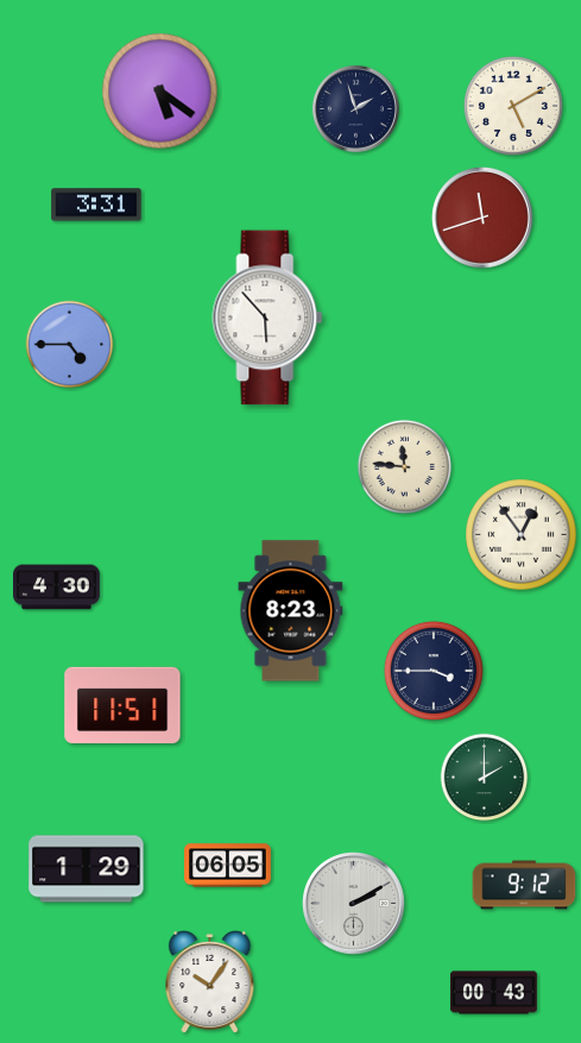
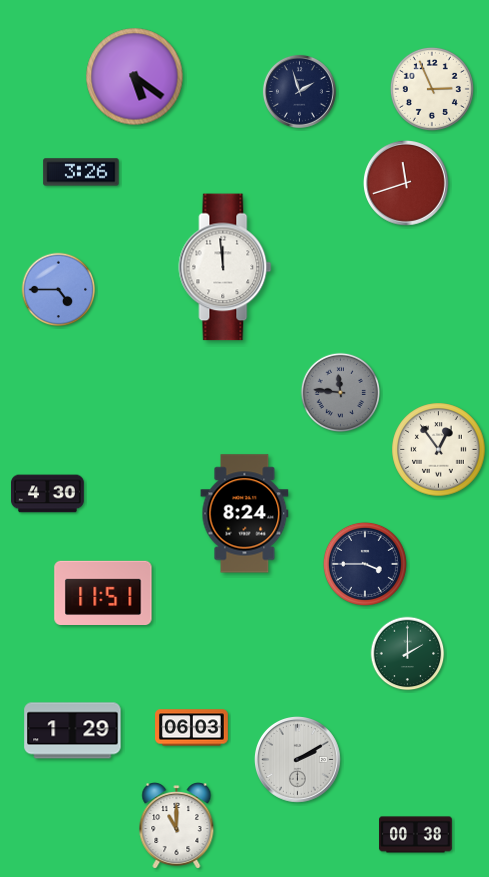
clock at (513, 106): 5:10 -> 2:56
clock at (96, 205): 3:31 -> 3:26
clock at (267, 318): 5:53 -> 11:59
clock at (404, 466) dial: cream -> grey
clock at (291, 611): 8:23 -> 8:24
clock at (228, 866): 06:05 -> 06:03
clock at (524, 885): 9:12 -> none
clock at (210, 982): 10:06 -> 11:00
clock at (494, 993): 00:43 -> 00:38
